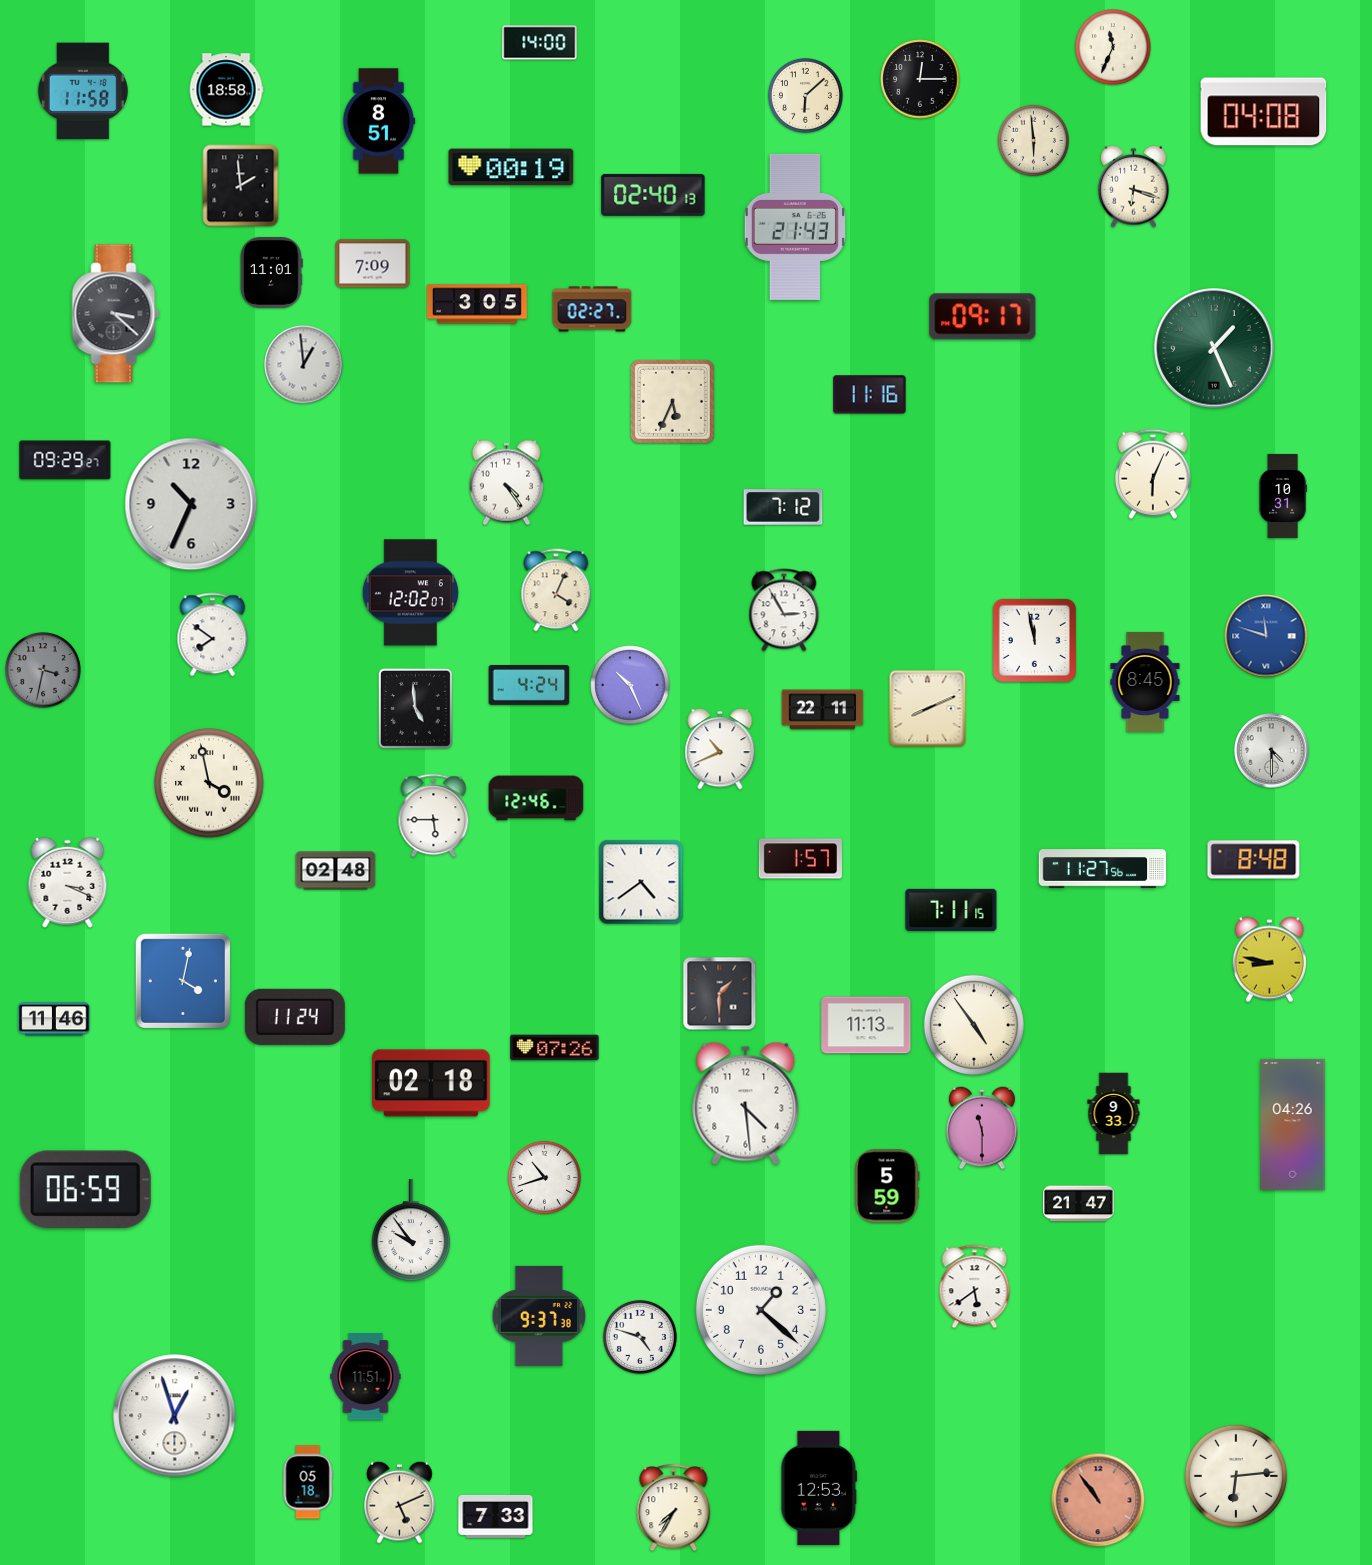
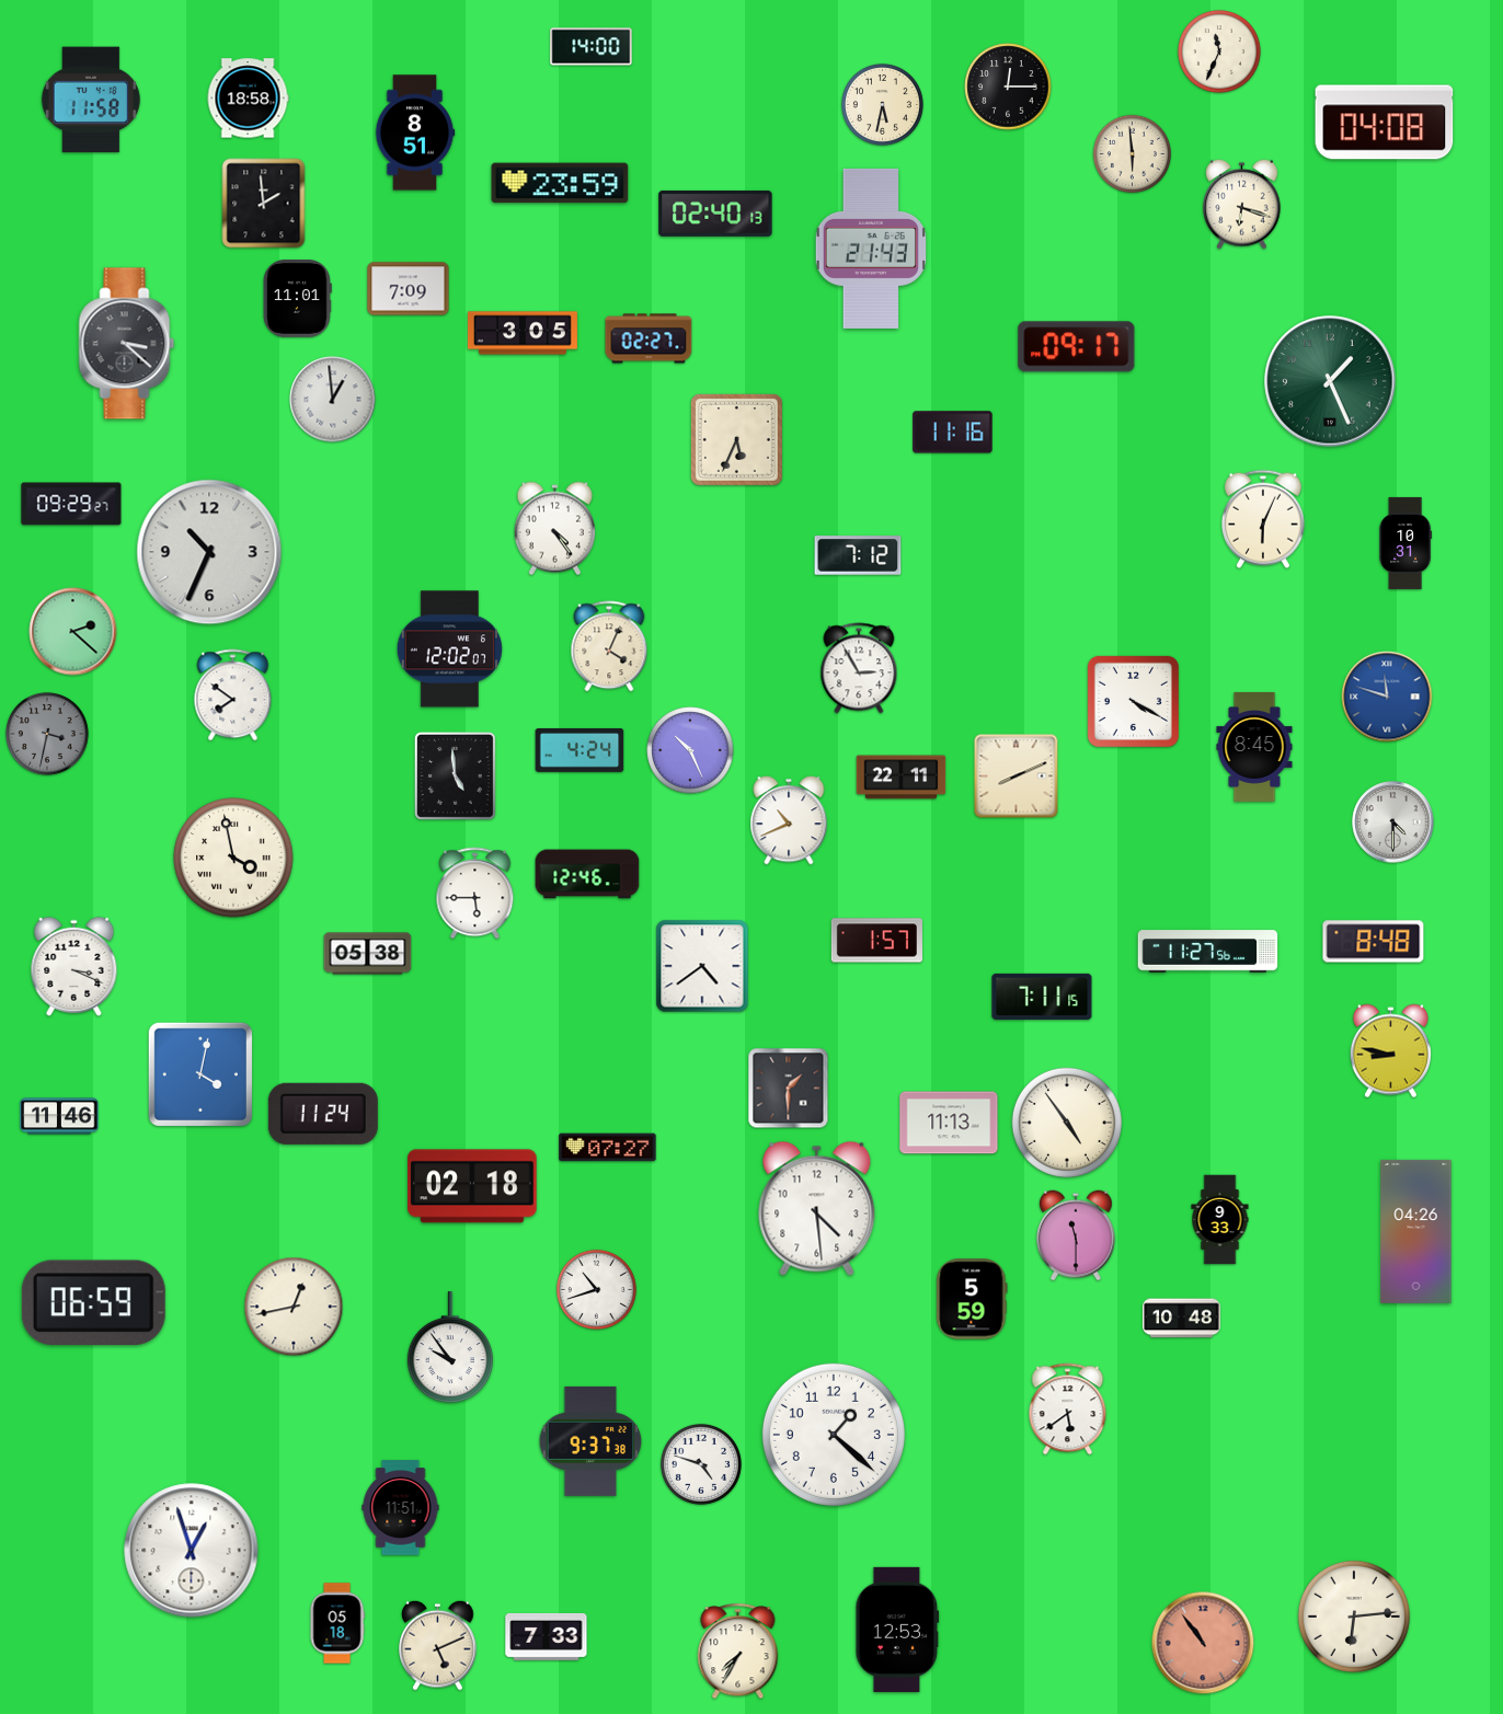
clock at (805, 95): 6:08 -> 5:32
clock at (511, 167): 00:19 -> 23:59
clock at (73, 632): none -> 2:22
clock at (1034, 640): 11:58 -> 4:20
clock at (209, 783) position: (209, 783) -> (233, 858)
clock at (336, 871): 02:48 -> 05:38
clock at (555, 1048): 07:26 -> 07:27
clock at (294, 1307): none -> 12:43
clock at (1079, 1204): 21:47 -> 10:48
clock at (496, 1516) position: (496, 1516) -> (547, 1636)
